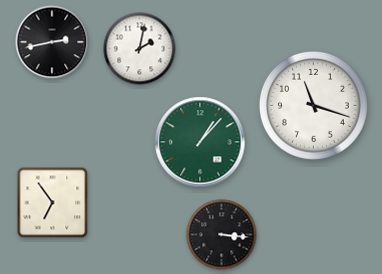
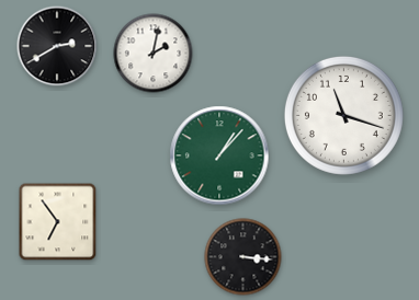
clock at (52, 42): 2:43 -> 2:40
